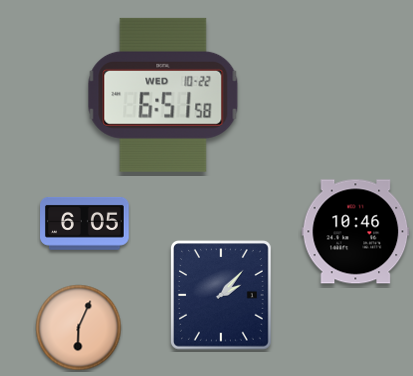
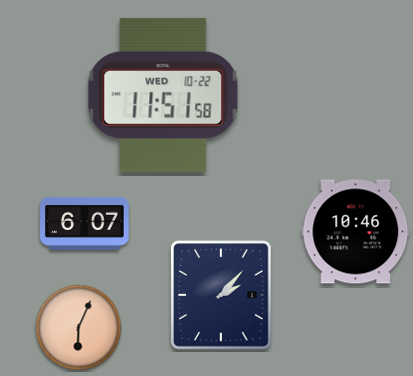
clock at (163, 95): 6:51 -> 11:51
clock at (85, 223): 6:05 -> 6:07
